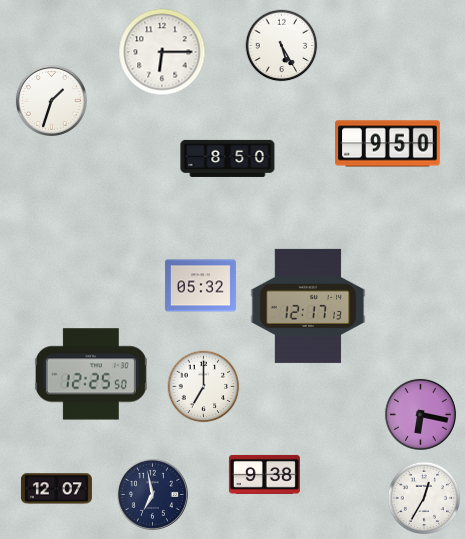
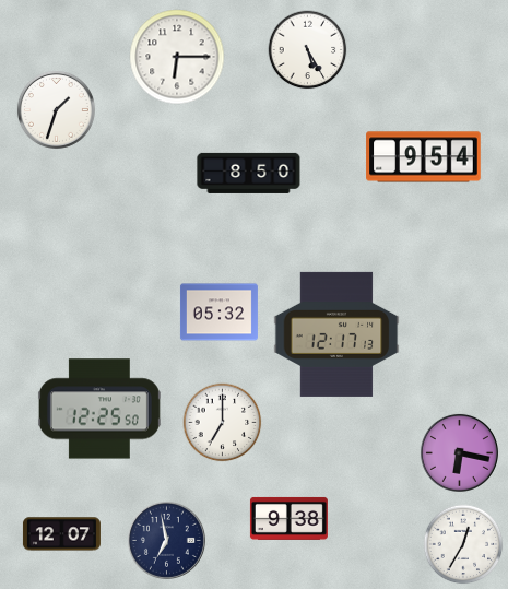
clock at (388, 144): 9:50 -> 9:54
